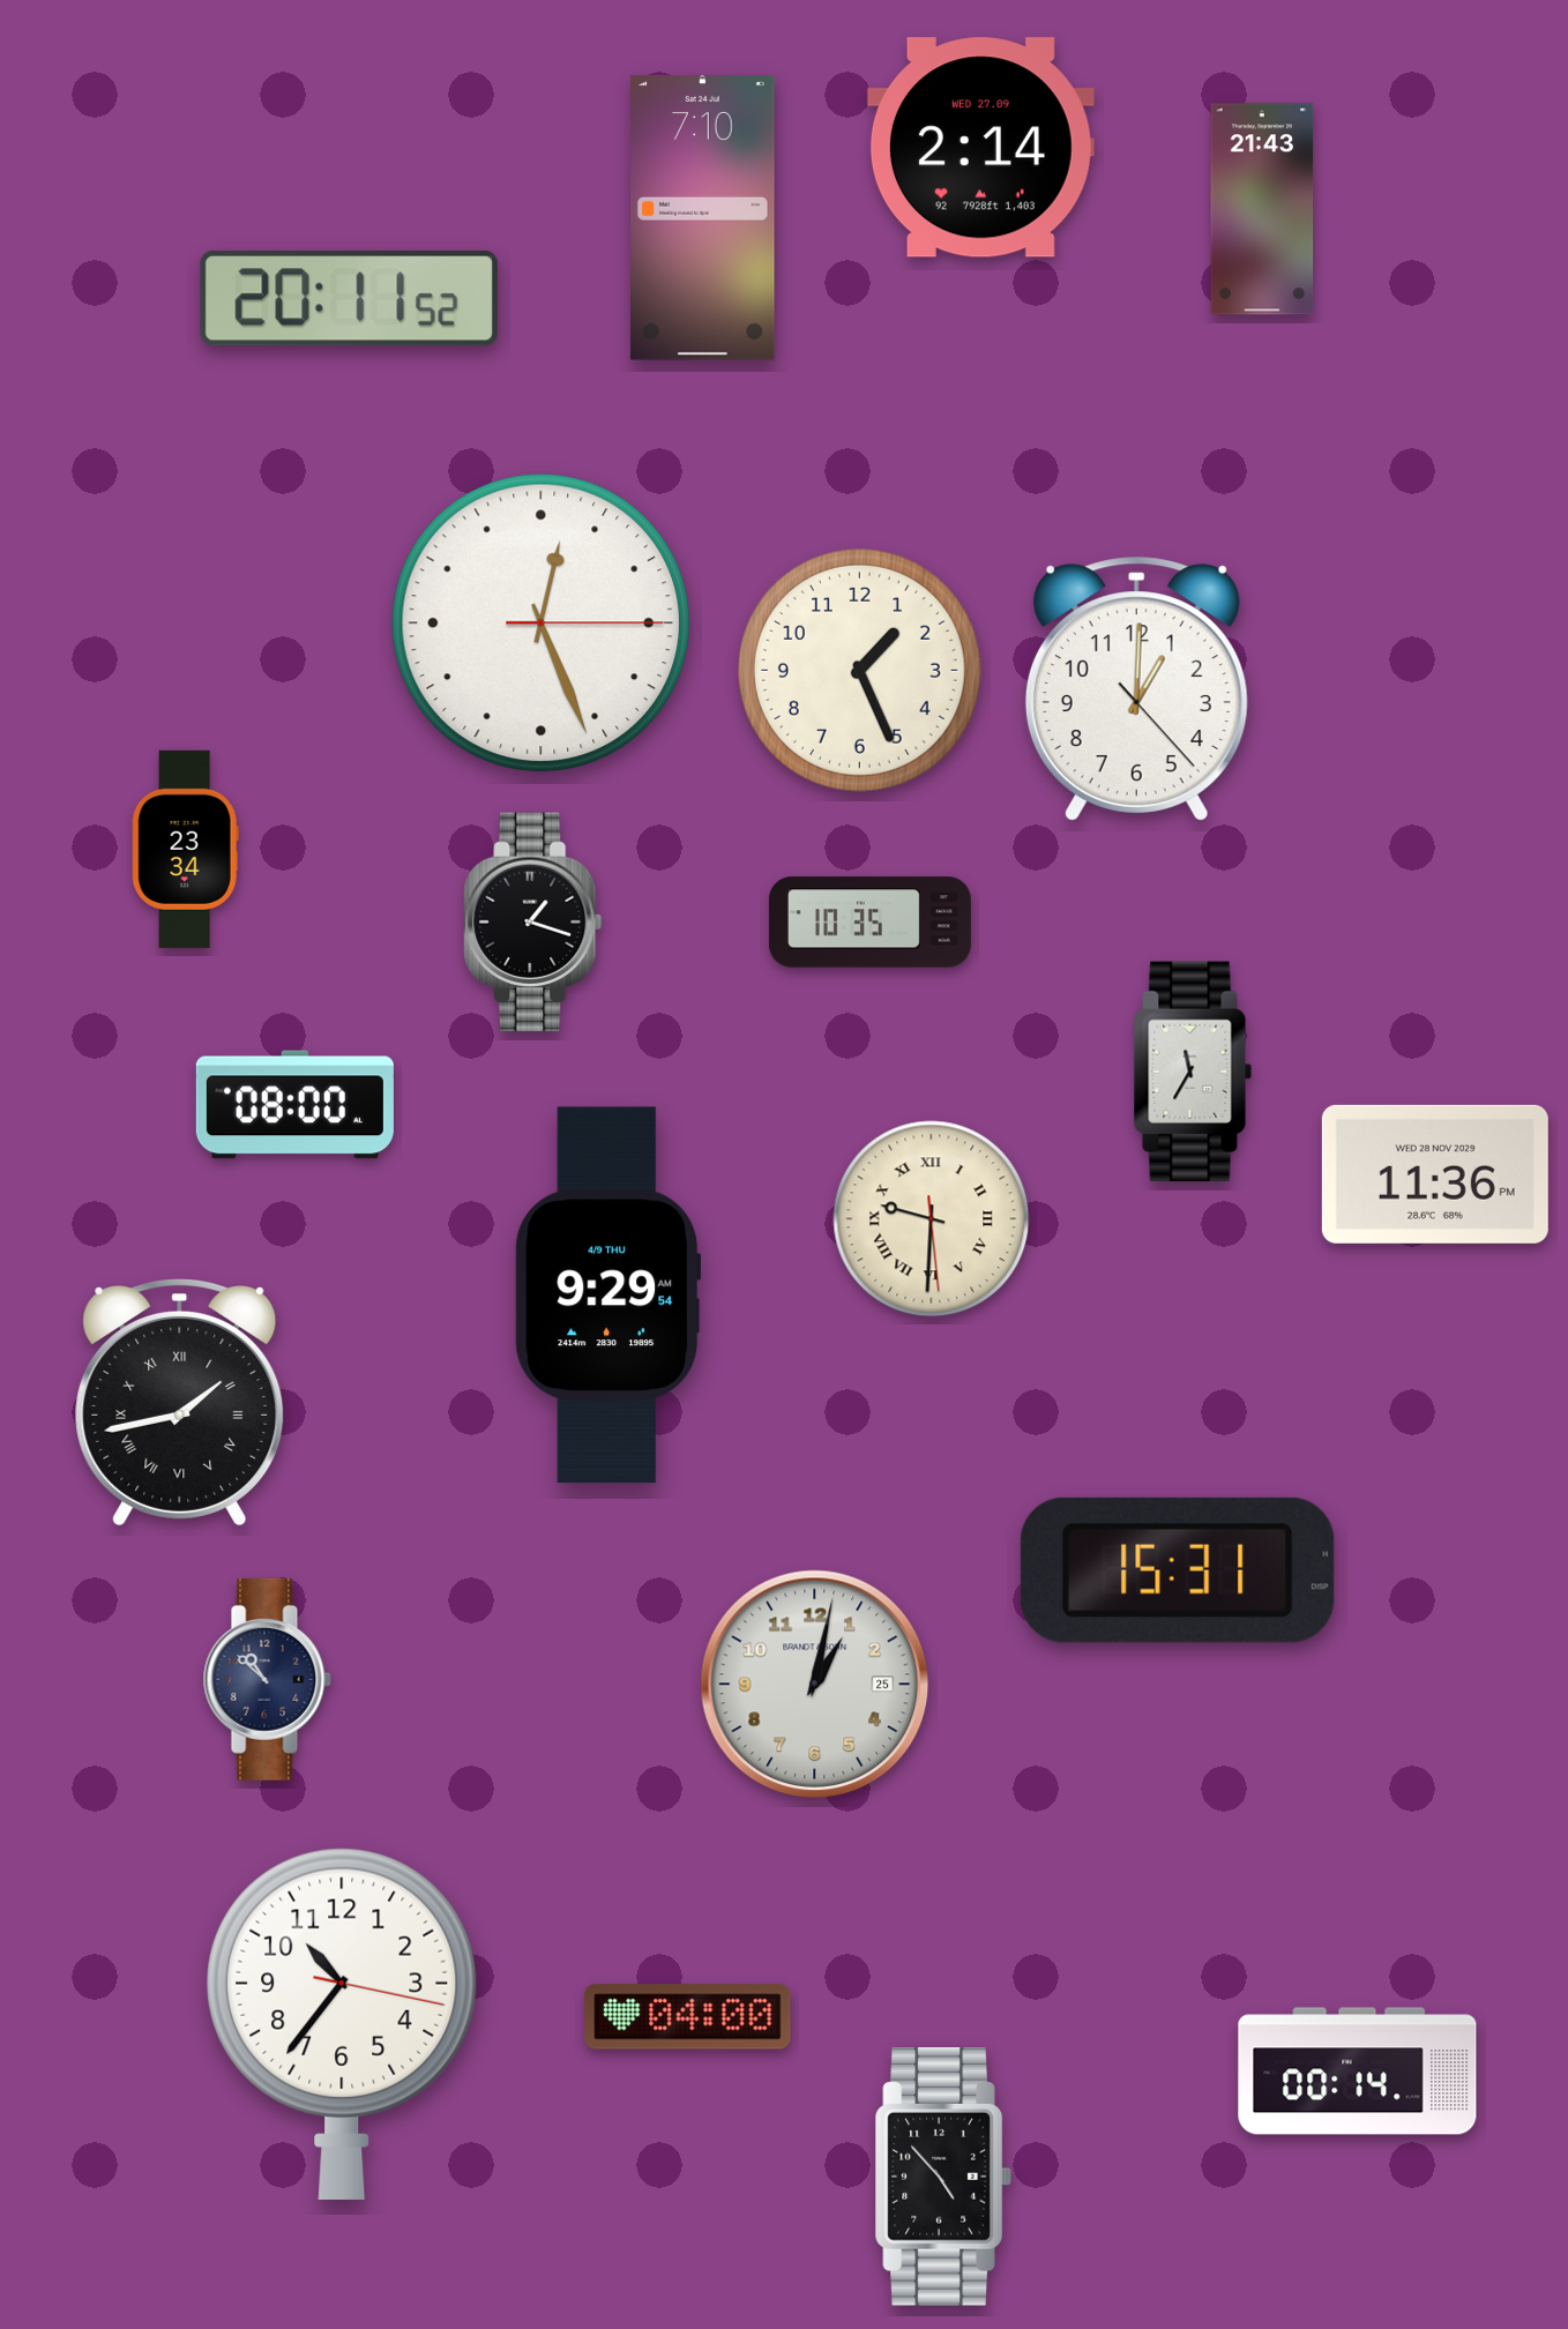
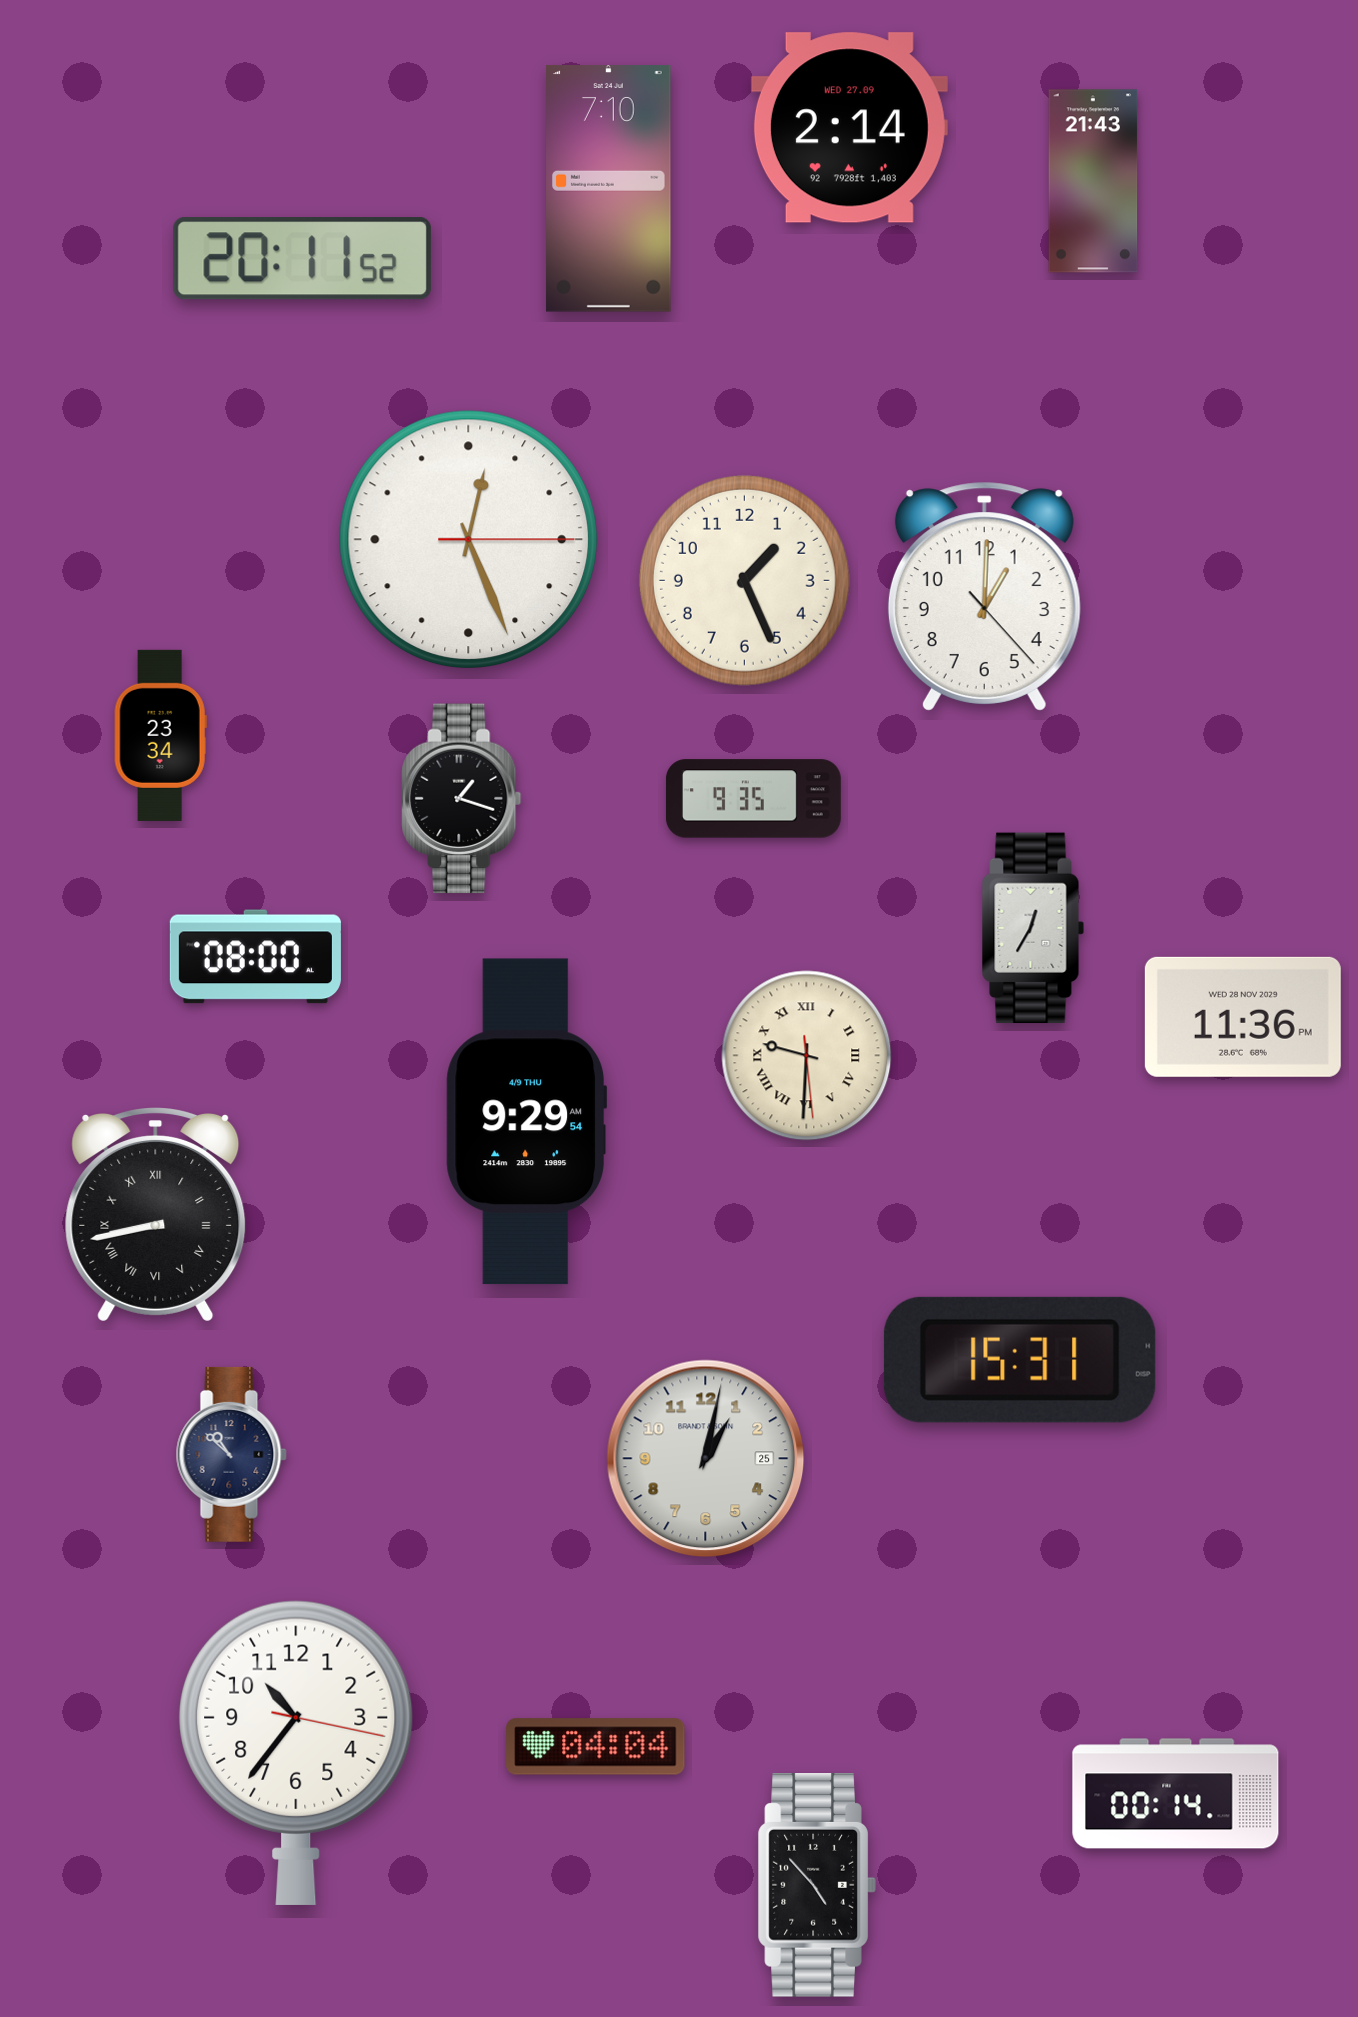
clock at (871, 923): 10:35 -> 9:35
clock at (1193, 1072): 11:35 -> 12:35
clock at (180, 1403): 1:43 -> 8:43
clock at (688, 2017): 04:00 -> 04:04
